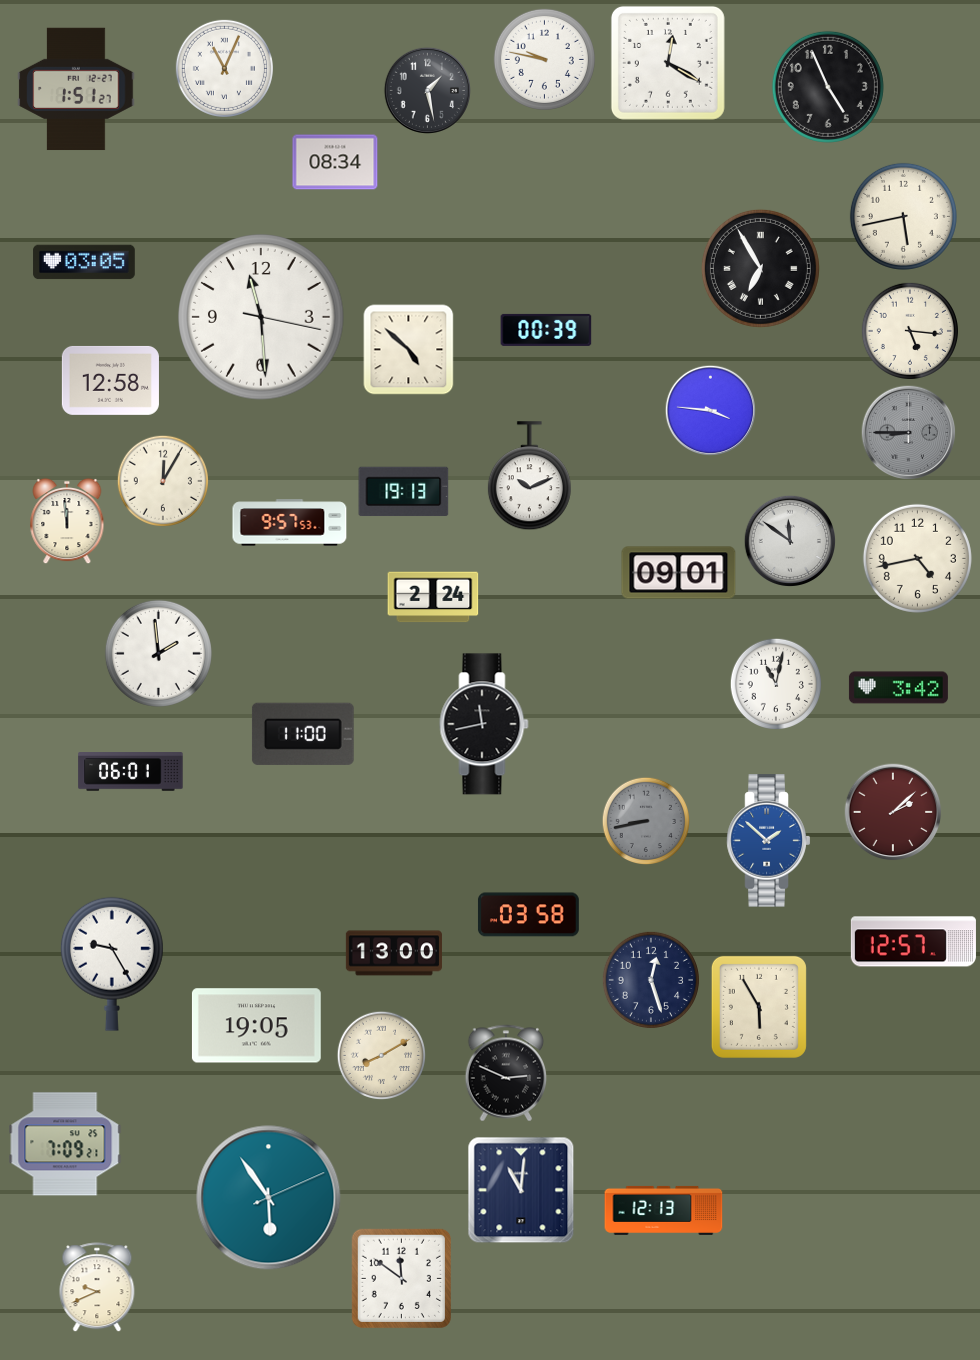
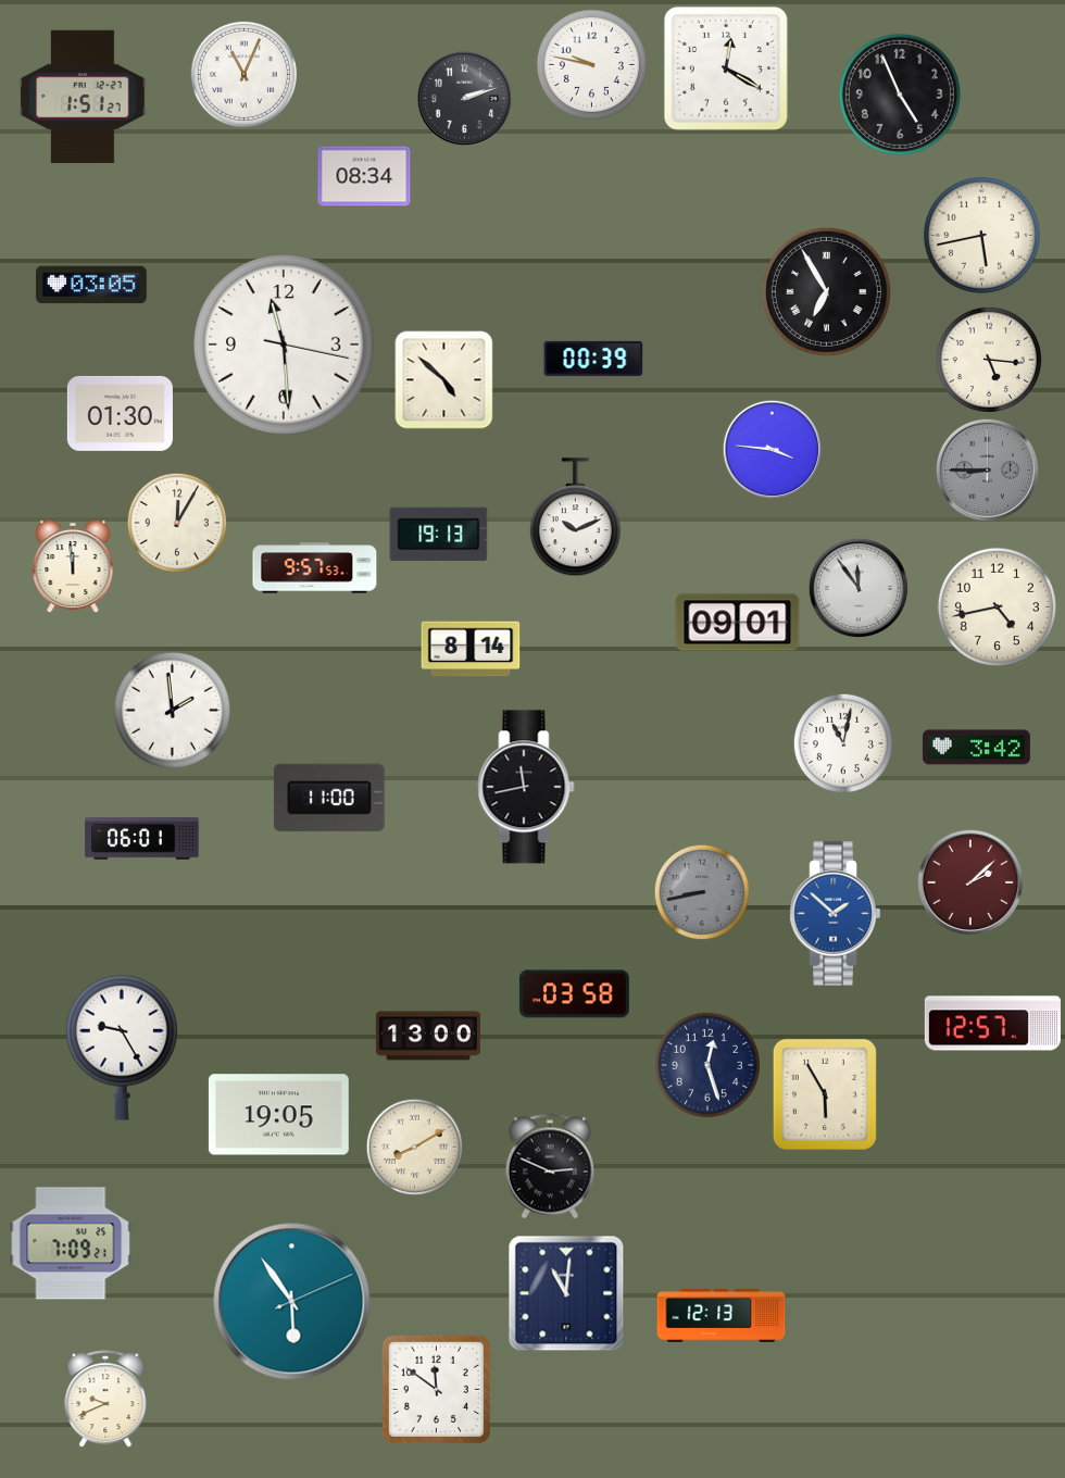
clock at (427, 90): 1:28 -> 2:12
clock at (110, 380): 12:58 -> 01:30
clock at (710, 410) position: (710, 410) -> (772, 449)
clock at (789, 540): 11:51 -> 11:54
clock at (433, 597): 2:24 -> 8:14
